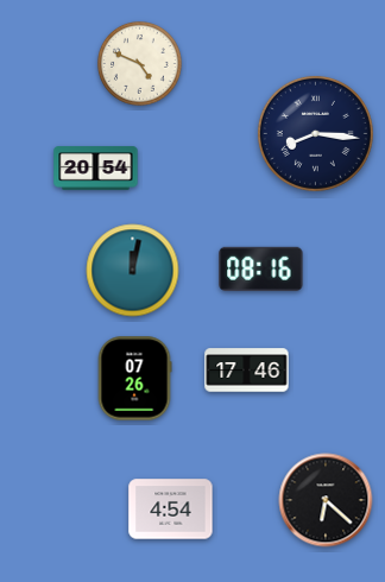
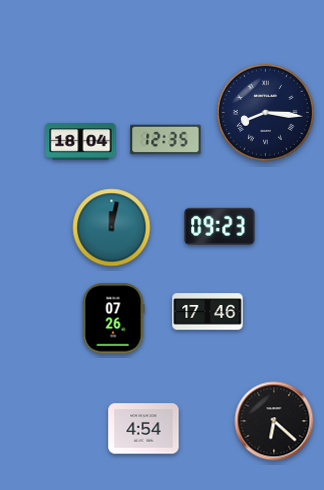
clock at (140, 64): 4:49 -> none
clock at (166, 140): none -> 12:35
clock at (96, 169): 20:54 -> 18:04
clock at (261, 268): 08:16 -> 09:23
